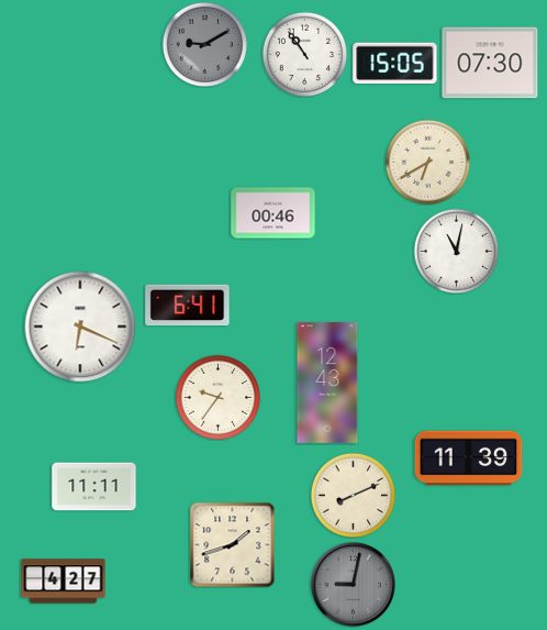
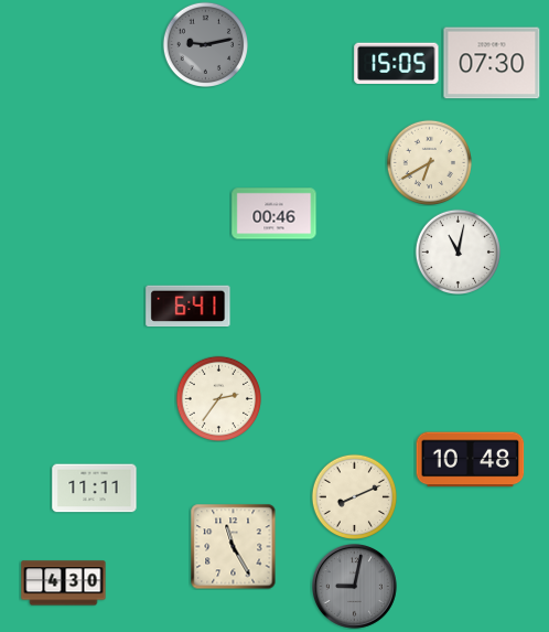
clock at (204, 44): 9:10 -> 9:13
clock at (304, 54): 10:54 -> none
clock at (80, 327): 6:19 -> none
clock at (327, 383): 12:43 -> none
clock at (217, 397): 9:36 -> 2:36
clock at (469, 458): 11:39 -> 10:48
clock at (232, 544): 1:42 -> 11:25
clock at (64, 582): 4:27 -> 4:30
